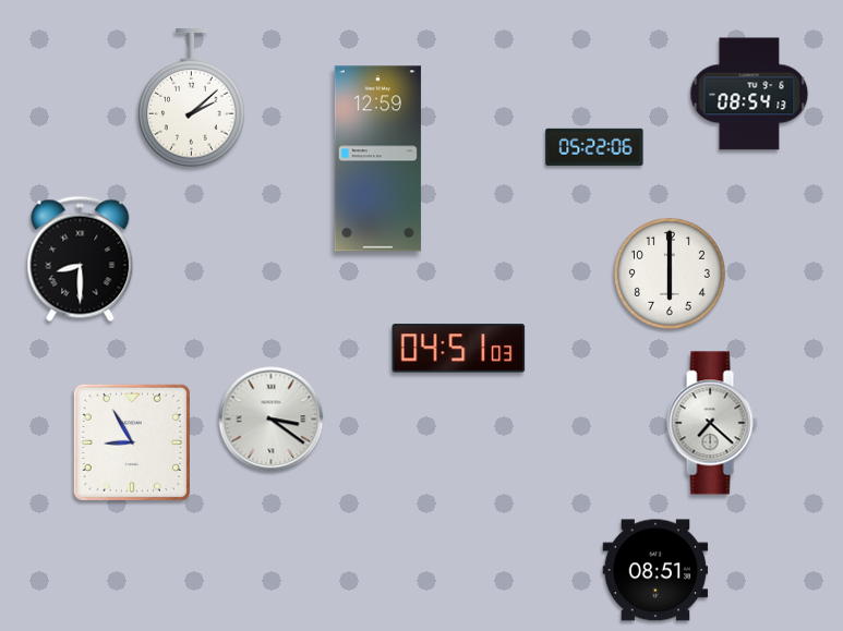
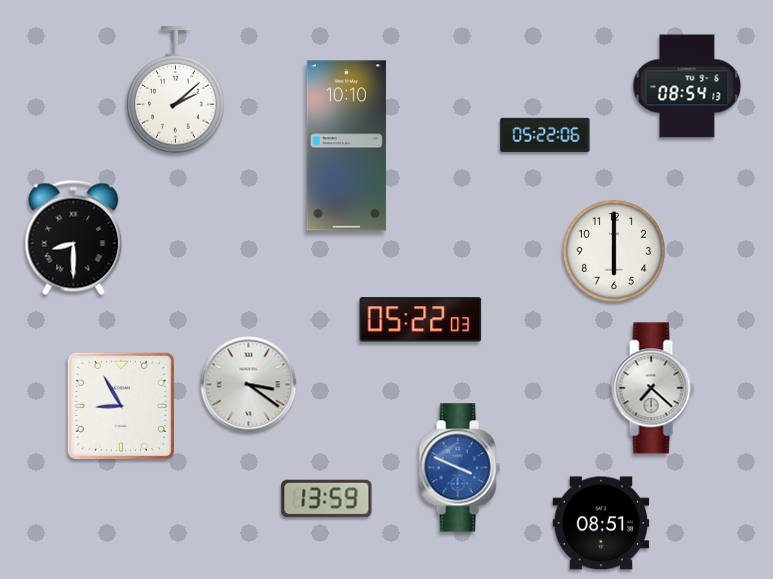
clock at (377, 159): 12:59 -> 10:10
clock at (459, 349): 04:51 -> 05:22
clock at (459, 468): none -> 3:49
clock at (327, 499): none -> 13:59
